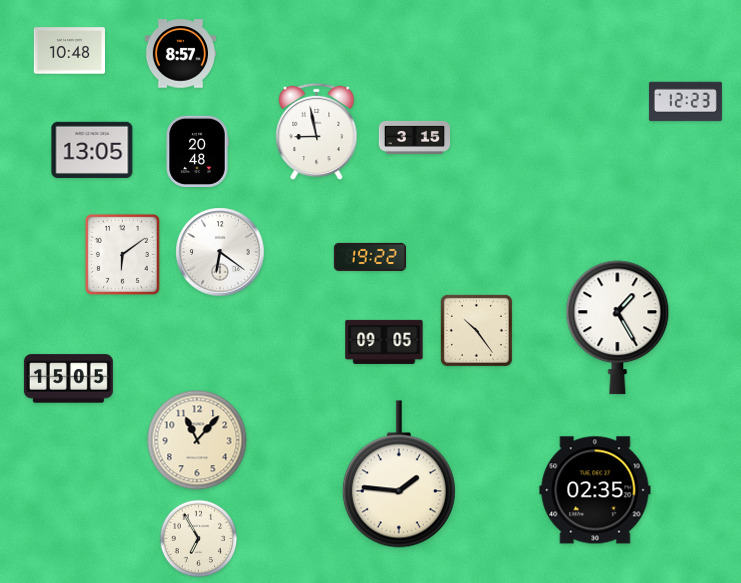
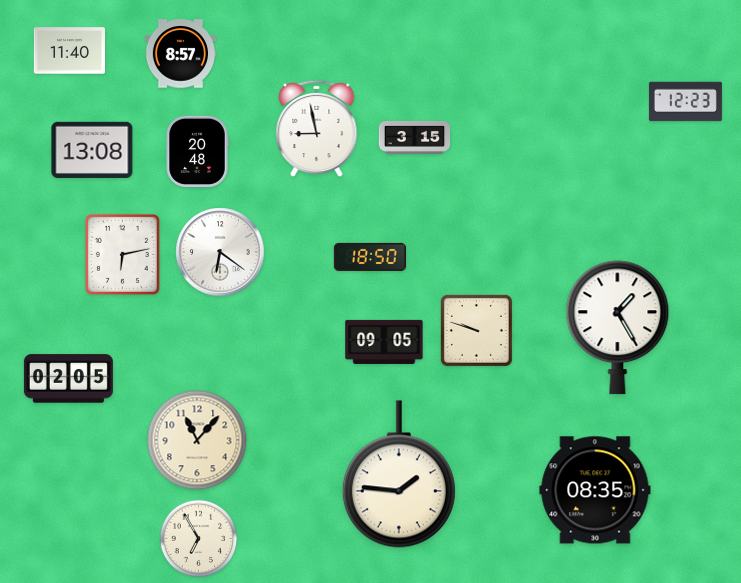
clock at (70, 51): 10:48 -> 11:40
clock at (317, 132) position: (317, 132) -> (317, 129)
clock at (92, 150): 13:05 -> 13:08
clock at (122, 254): 6:09 -> 6:13
clock at (370, 257): 19:22 -> 18:50
clock at (476, 330): 10:24 -> 9:48
clock at (68, 379): 15:05 -> 02:05
clock at (595, 490): 02:35 -> 08:35
